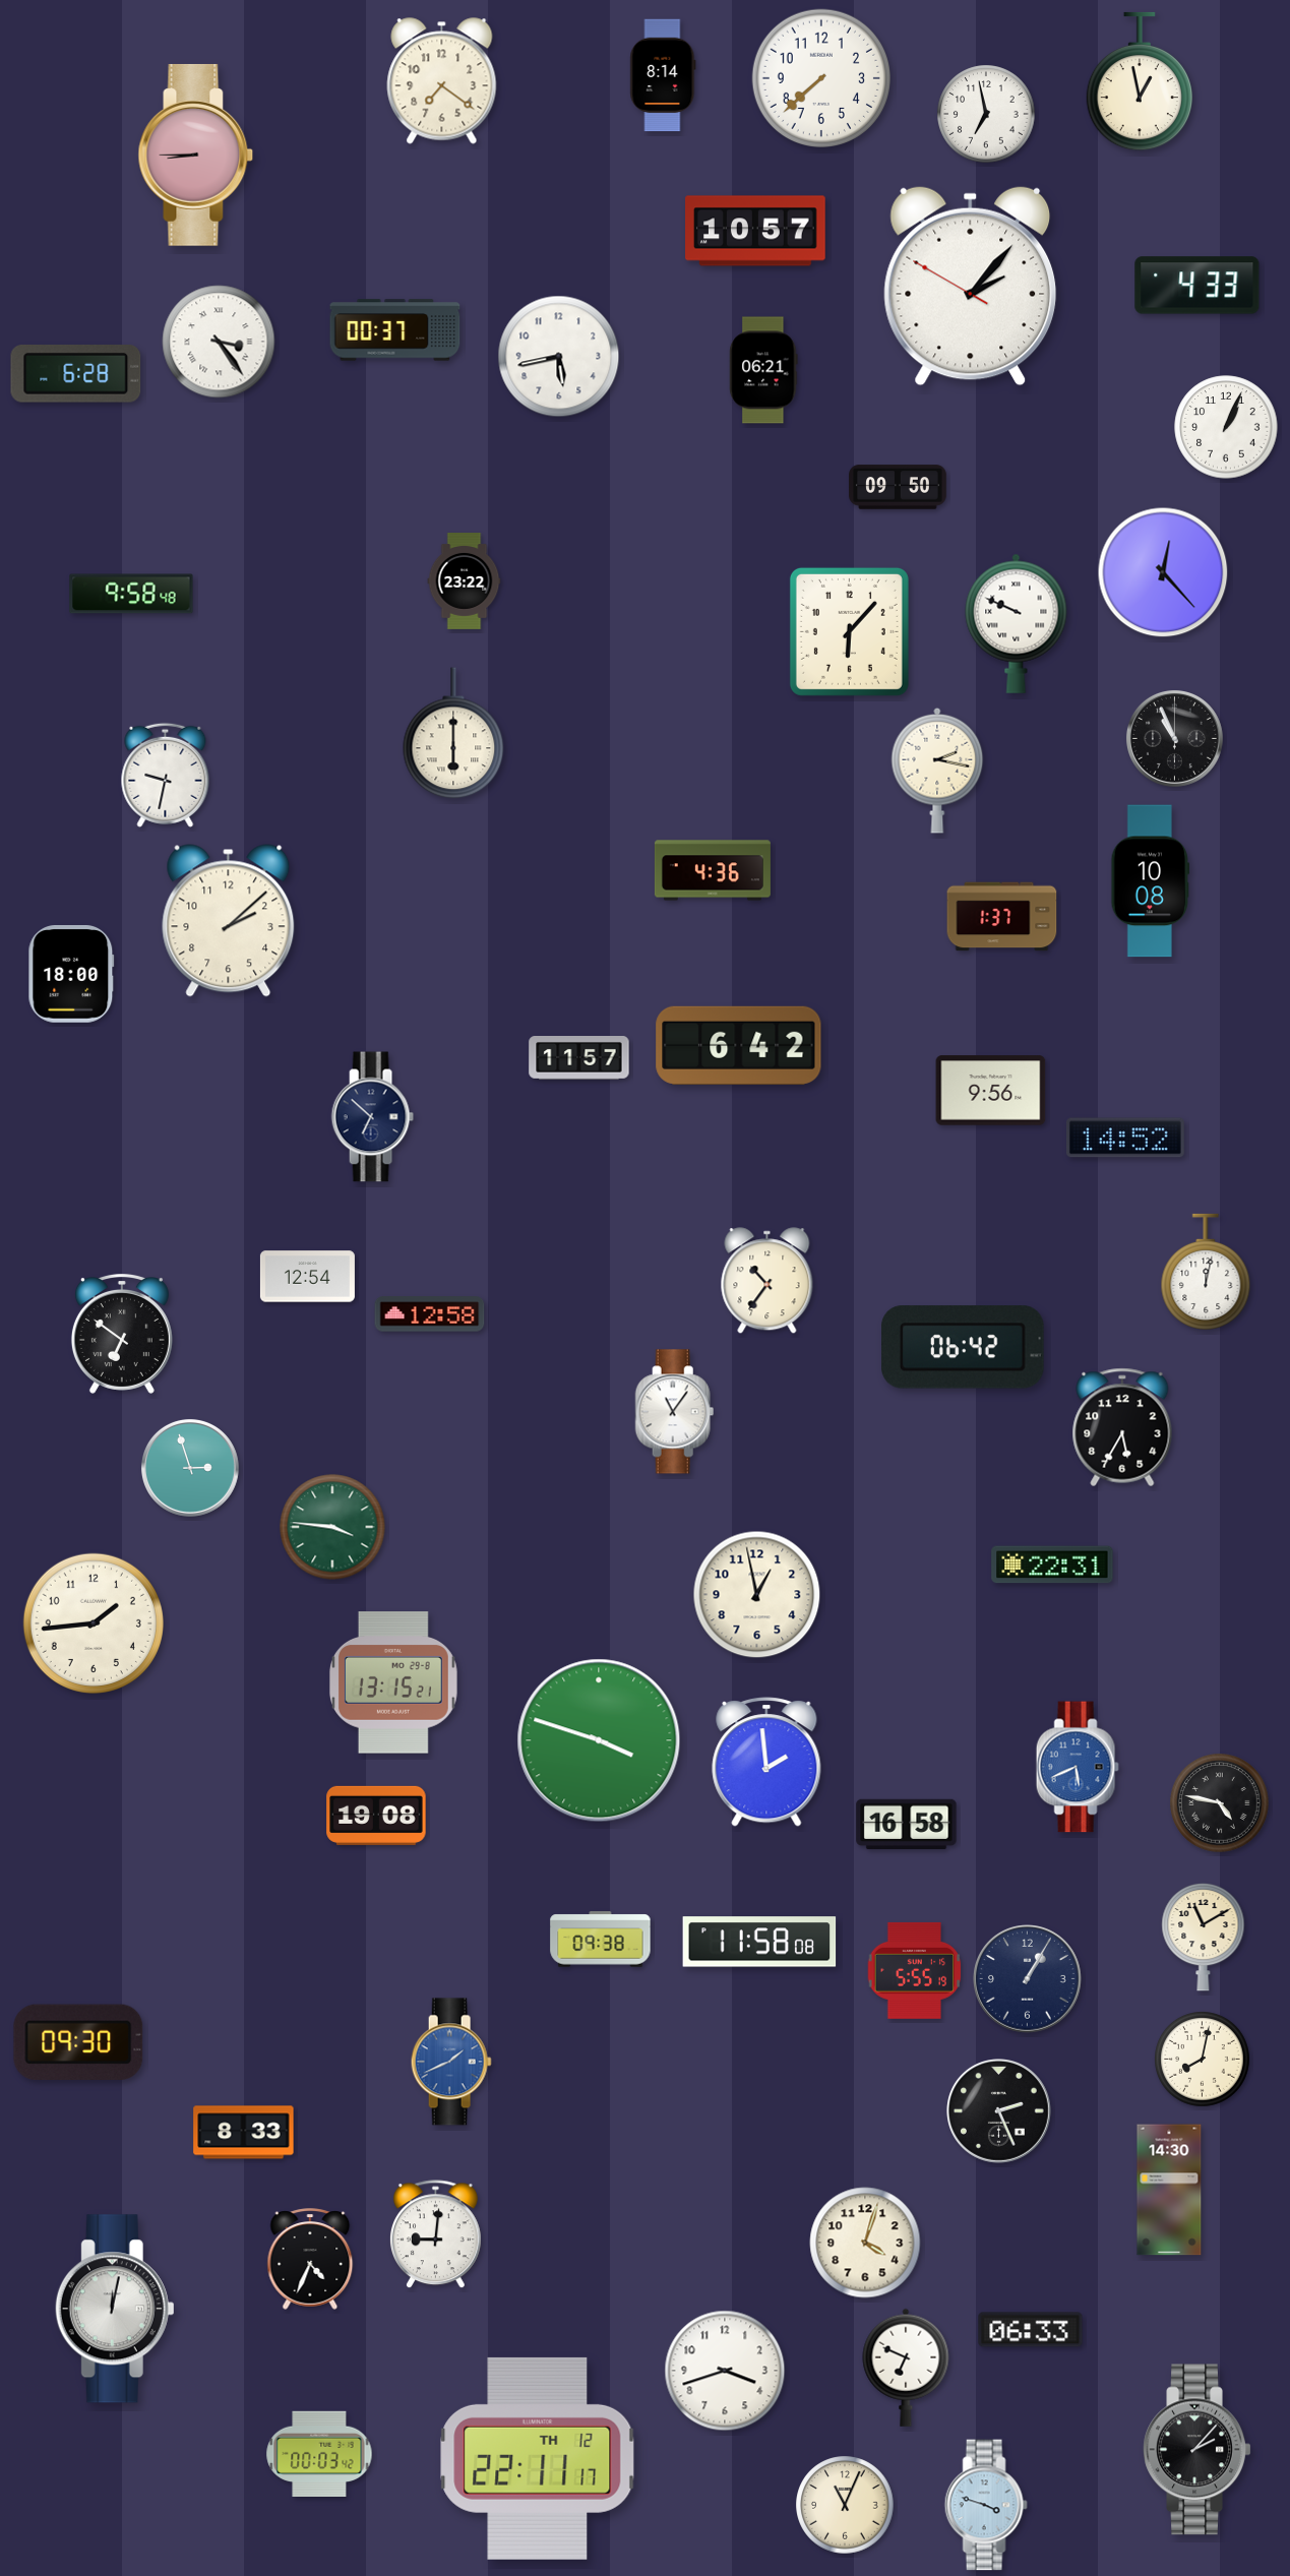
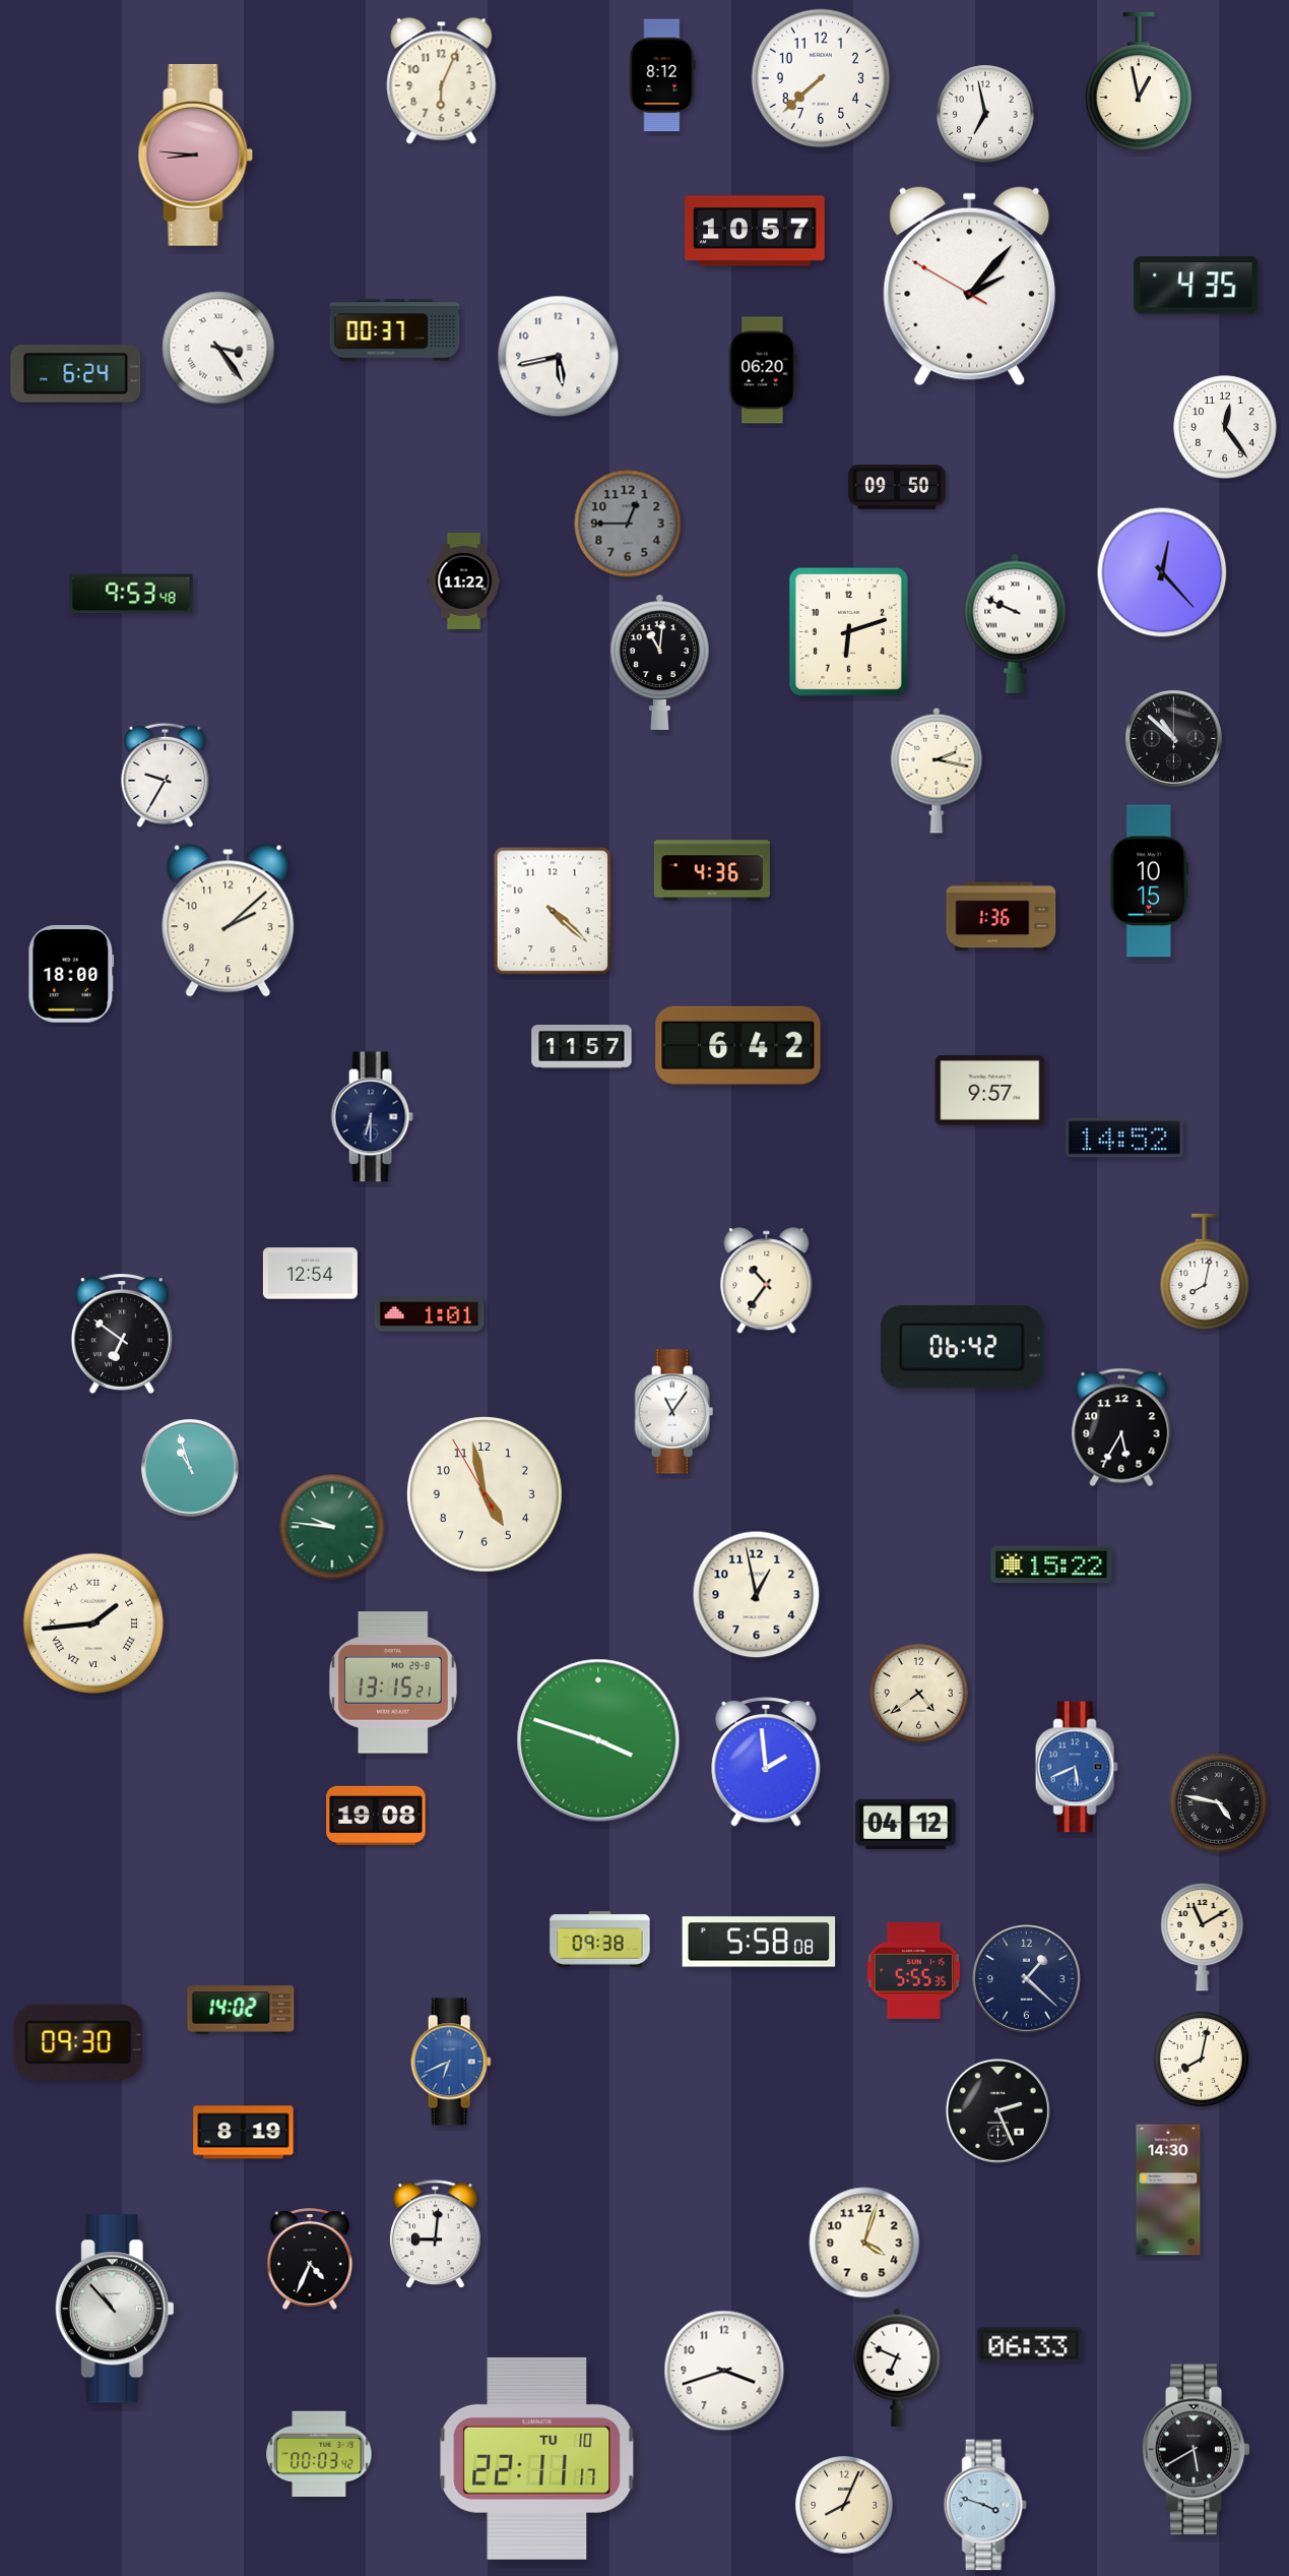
clock at (663, 75): 8:14 -> 8:12
clock at (442, 81): 7:21 -> 6:04
clock at (196, 155): 8:45 -> 8:46
clock at (1197, 286): 4:33 -> 4:35
clock at (219, 342) position: (219, 342) -> (218, 348)
clock at (763, 370): 06:21 -> 06:20
clock at (76, 374): 6:28 -> 6:24
clock at (1226, 427): 1:04 -> 12:24
clock at (628, 524): none -> 12:45
clock at (465, 581): 23:22 -> 11:22
clock at (131, 594): 9:58 -> 9:53
clock at (849, 631): 6:07 -> 6:12
clock at (659, 662): none -> 11:01
clock at (453, 733): 6:00 -> none
clock at (1174, 738): 10:56 -> 10:52
clock at (166, 775): 9:32 -> 9:35
clock at (1151, 881): 10:08 -> 10:15
clock at (553, 911): none -> 4:22
clock at (1002, 917): 1:37 -> 1:36
clock at (579, 1058) position: (579, 1058) -> (582, 1047)
clock at (991, 1091): 9:56 -> 9:57
clock at (372, 1117): 6:52 -> 6:30
clock at (1206, 1272): 12:02 -> 8:02
clock at (307, 1277) position: (307, 1277) -> (310, 1274)
clock at (430, 1314): 12:58 -> 1:01
clock at (190, 1468): 2:57 -> 10:57
clock at (485, 1494): none -> 4:57
clock at (332, 1527): 3:46 -> 9:46
clock at (1052, 1565): 22:31 -> 15:22
clock at (94, 1623) numerals: Arabic -> Roman
clock at (919, 1694): none -> 4:39
clock at (907, 1825): 16:58 -> 04:12
clock at (759, 1942): 11:58 -> 5:58
clock at (915, 1970): 5:55:19 -> 5:55:35
clock at (1028, 1979): 1:05 -> 1:22
clock at (241, 2010): none -> 14:02
clock at (451, 2062): 1:41 -> 6:41
clock at (244, 2133): 8:33 -> 8:19
clock at (115, 2309): 12:02 -> 10:53
clock at (1031, 2330) position: (1031, 2330) -> (1030, 2345)
clock at (906, 2368) position: (906, 2368) -> (897, 2368)
clock at (1197, 2450): 2:07 -> 5:40
clock at (538, 2458) date: TH 12 -> TU 10
clock at (845, 2505): 11:04 -> 8:04
